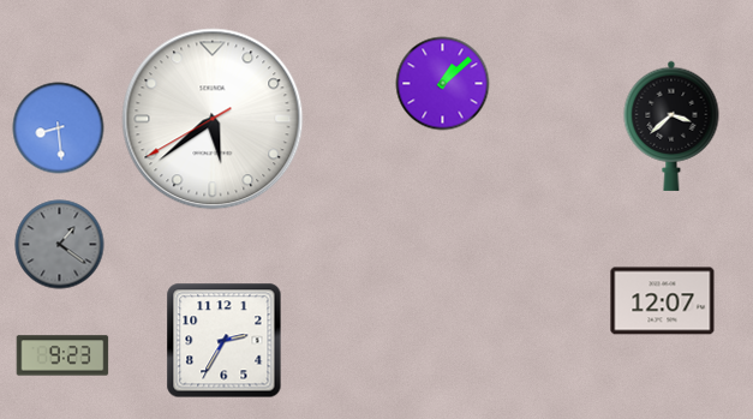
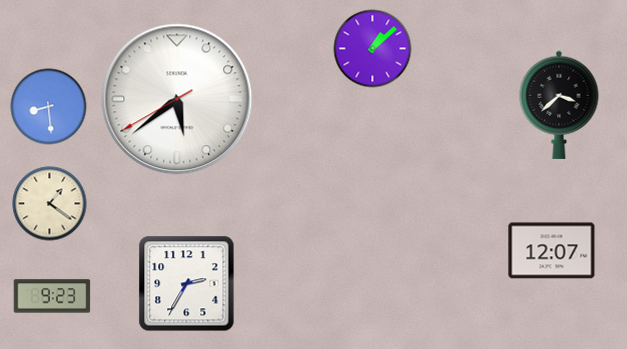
clock at (443, 84) position: (443, 84) -> (373, 49)
clock at (60, 245) dial: grey -> cream
